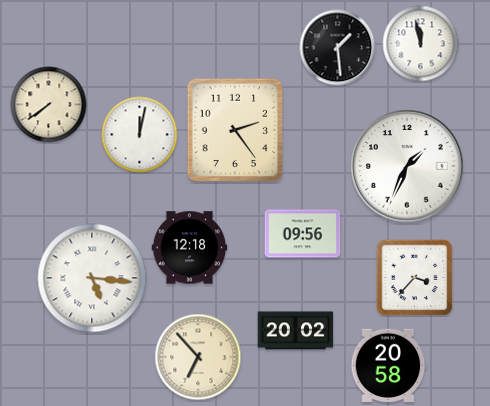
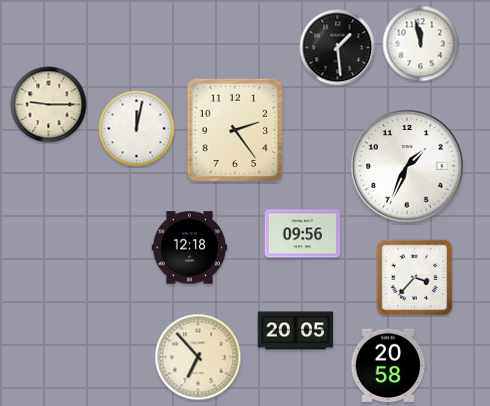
clock at (49, 105): 7:39 -> 9:15
clock at (140, 135) position: (140, 135) -> (137, 129)
clock at (92, 278): 5:16 -> none
clock at (296, 331): 20:02 -> 20:05
